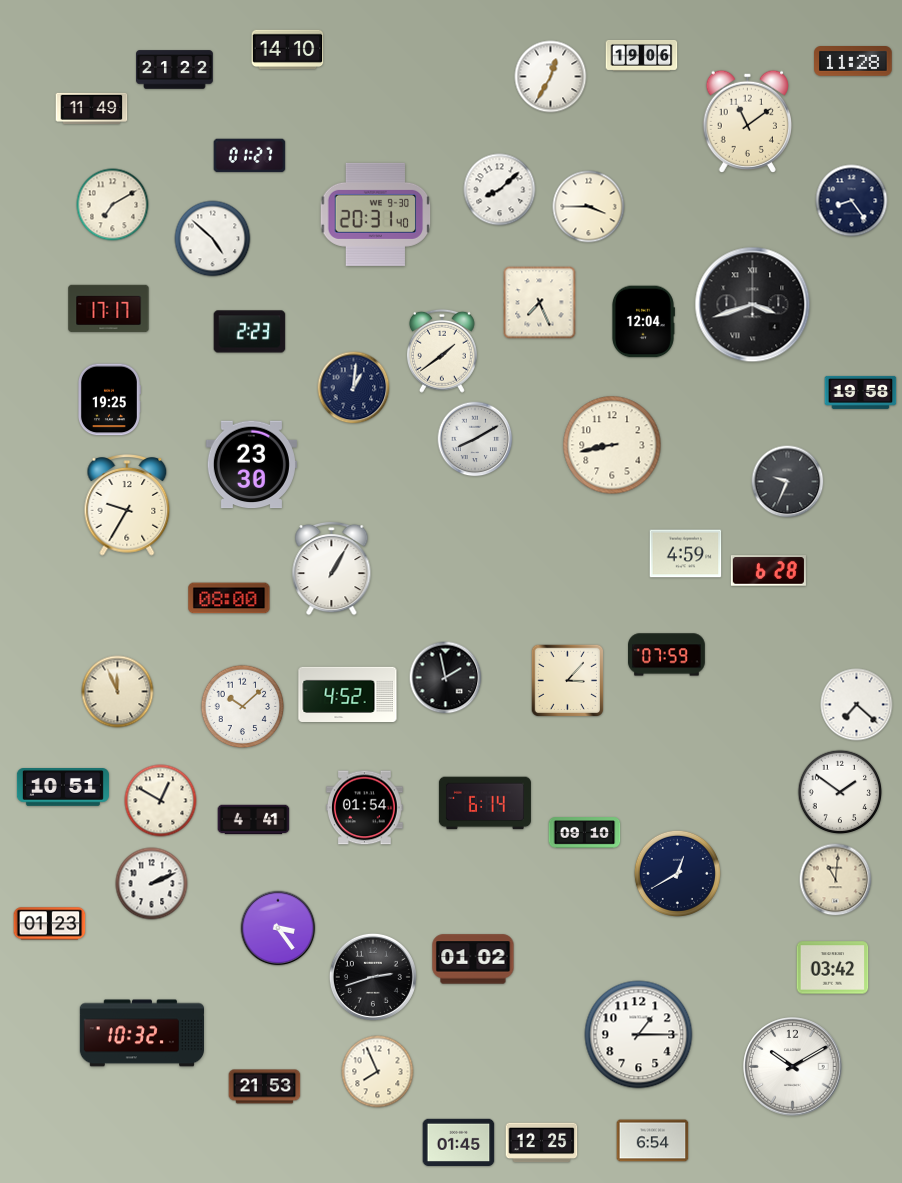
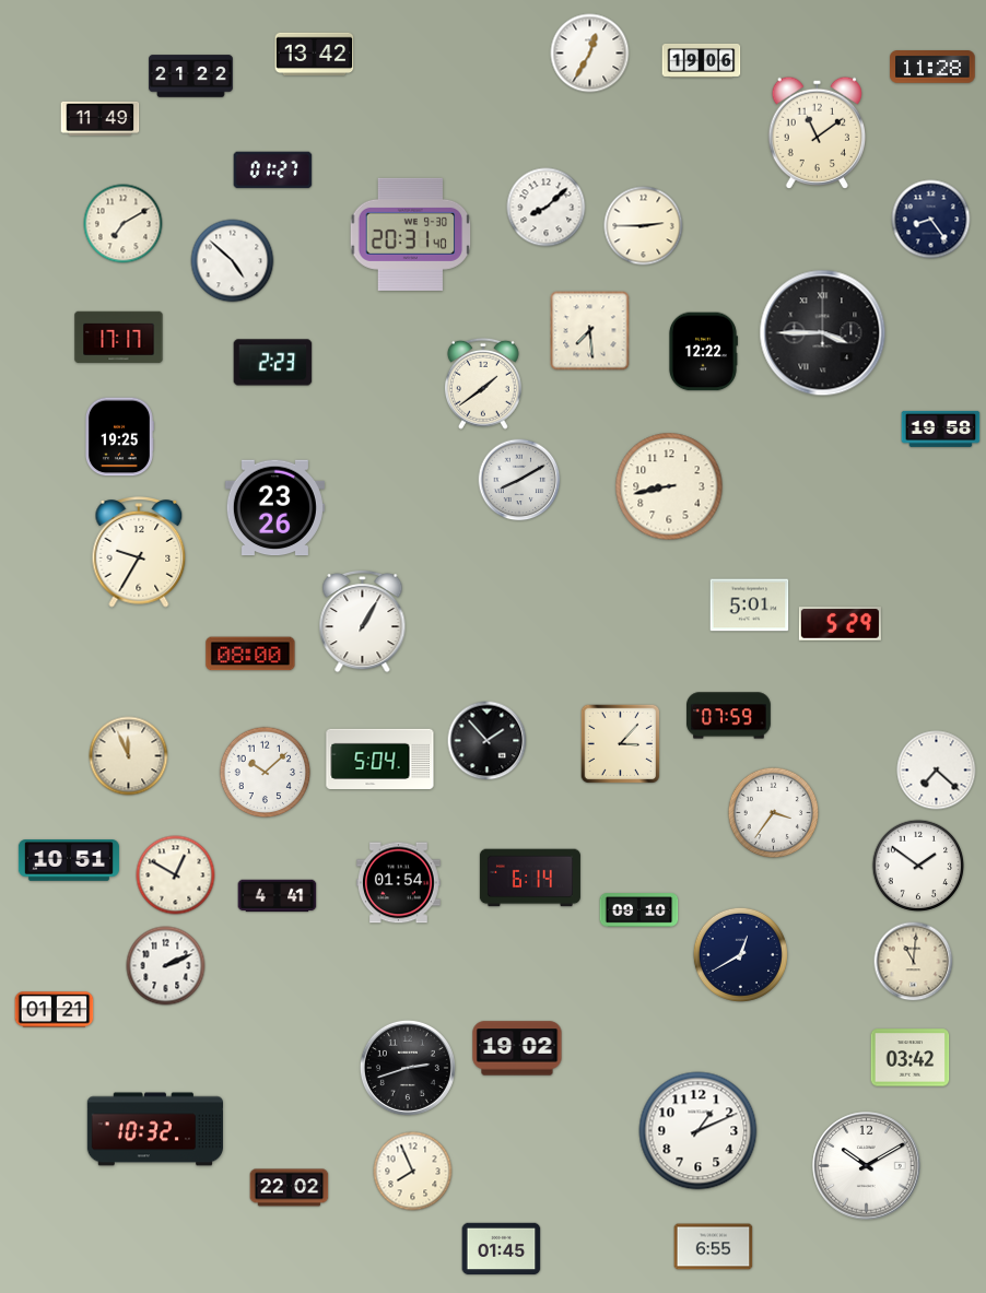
clock at (288, 50): 14:10 -> 13:42
clock at (551, 77) position: (551, 77) -> (590, 54)
clock at (589, 207): 3:45 -> 2:45
clock at (540, 303): 7:26 -> 7:29
clock at (753, 305): 3:42 -> 3:45
clock at (643, 322): 12:04 -> 12:22
clock at (354, 388): 1:01 -> none
clock at (251, 465): 23:30 -> 23:26
clock at (788, 482): 9:34 -> none
clock at (686, 554): 4:59 -> 5:01
clock at (768, 571): 6:28 -> 5:29
clock at (446, 678): 1:58 -> 1:53
clock at (348, 694): 4:52 -> 5:04
clock at (774, 813): none -> 3:36
clock at (50, 924): 01:23 -> 01:21
clock at (278, 928): 3:24 -> none
clock at (473, 959): 01:02 -> 19:02
clock at (639, 1035): 1:15 -> 1:11
clock at (265, 1087): 21:53 -> 22:02
clock at (653, 1141): 6:54 -> 6:55
clock at (542, 1143): 12:25 -> none
